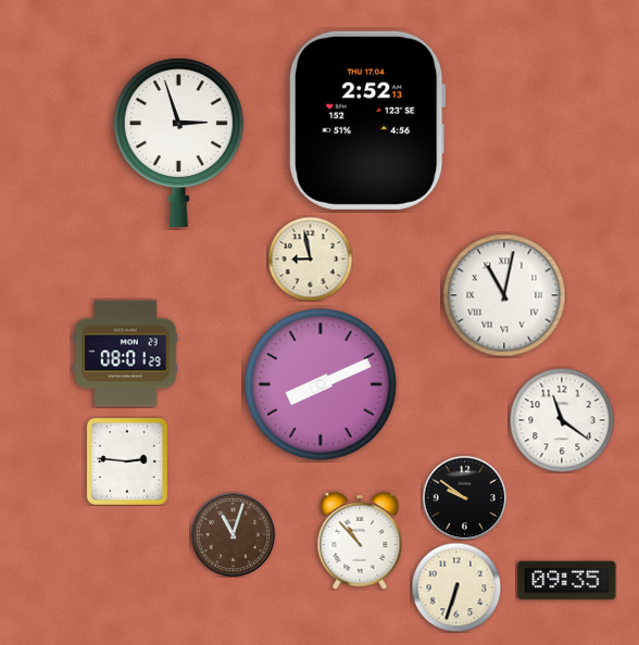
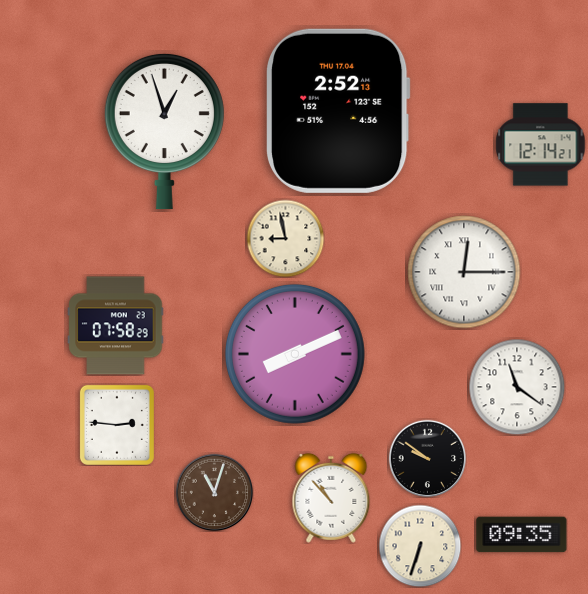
clock at (178, 142): 2:57 -> 12:57
clock at (541, 145): none -> 12:14
clock at (504, 295): 11:02 -> 12:15
clock at (126, 354): 08:01 -> 07:58
clock at (456, 587) position: (456, 587) -> (420, 546)
